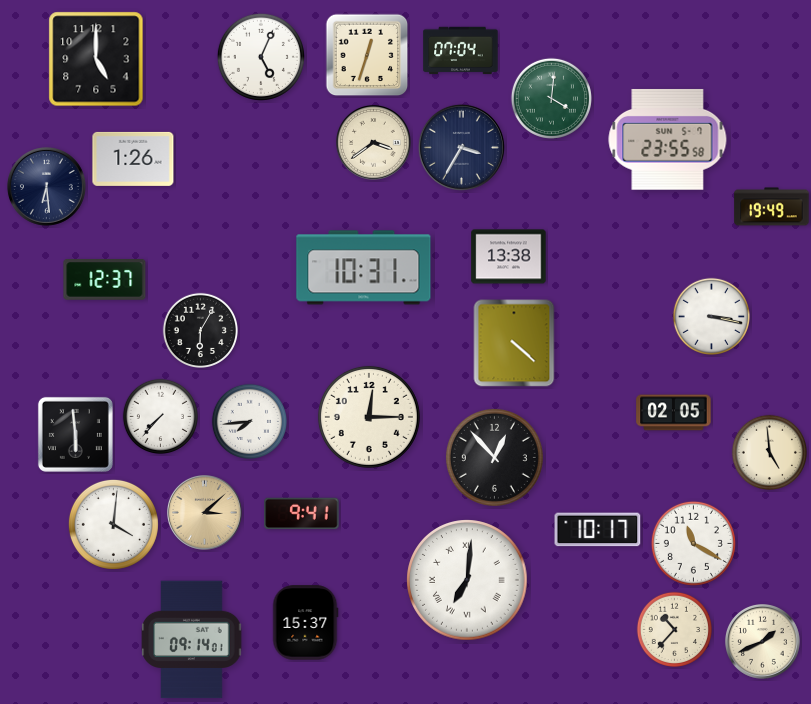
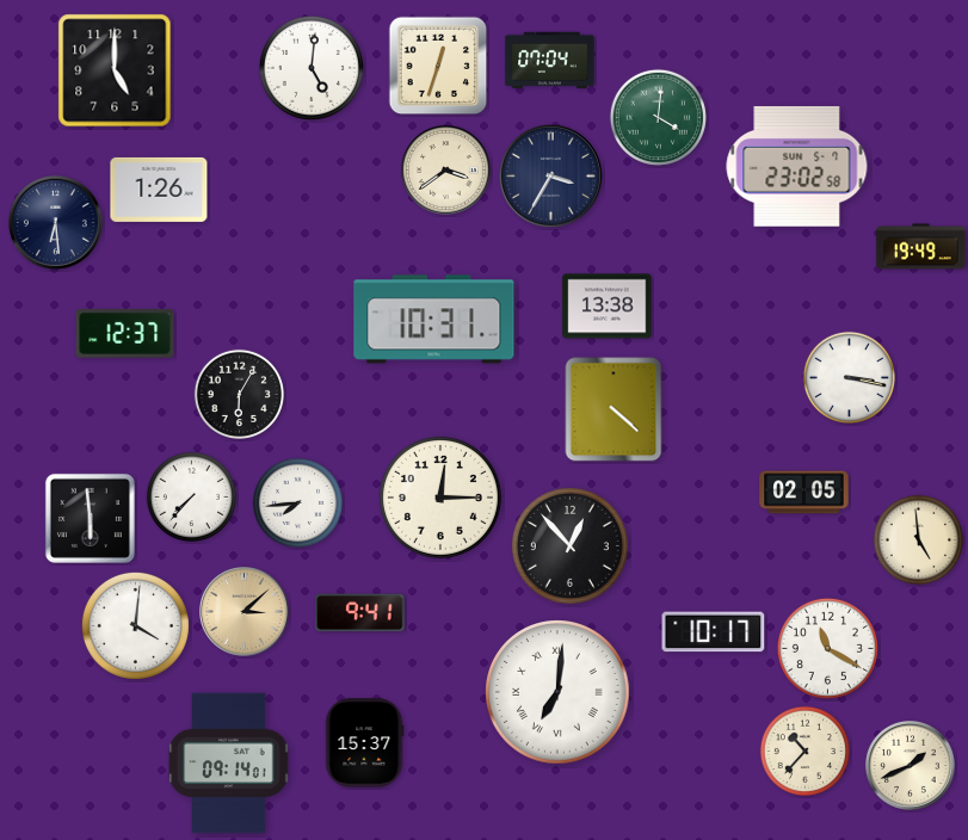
clock at (261, 57): 5:04 -> 5:01
clock at (668, 139): 23:55 -> 23:02
clock at (494, 457) position: (494, 457) -> (569, 545)
